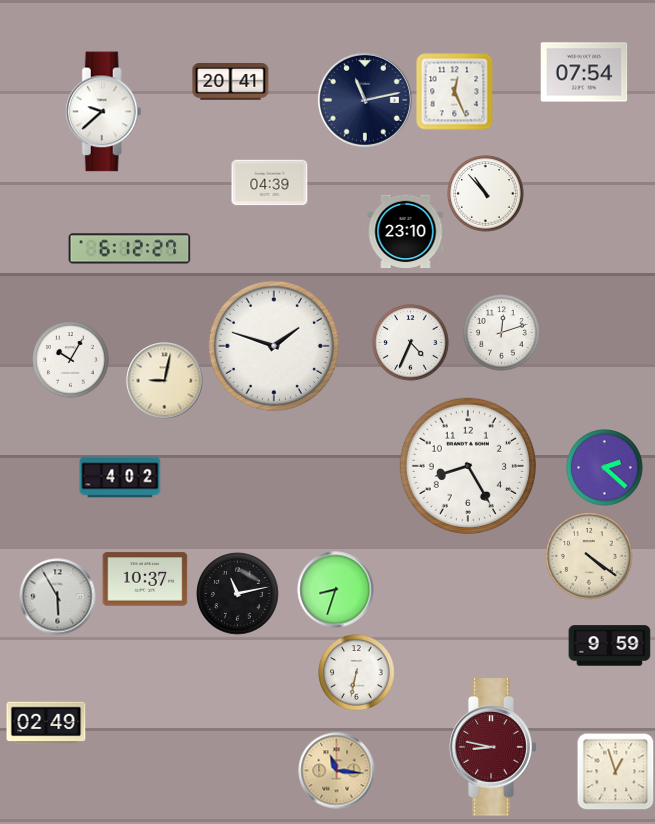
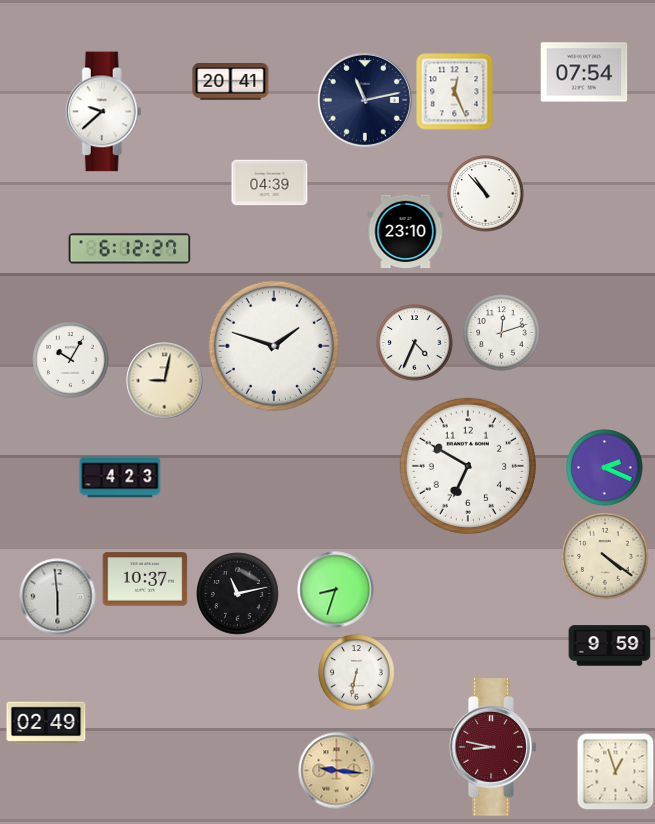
clock at (411, 343) position: (411, 343) -> (415, 343)
clock at (468, 466): 8:25 -> 6:50
clock at (605, 468): 2:22 -> 2:19
clock at (120, 477): 4:02 -> 4:23
clock at (589, 556) position: (589, 556) -> (605, 556)
clock at (58, 597): 5:55 -> 5:59
clock at (337, 771): 11:16 -> 9:16
